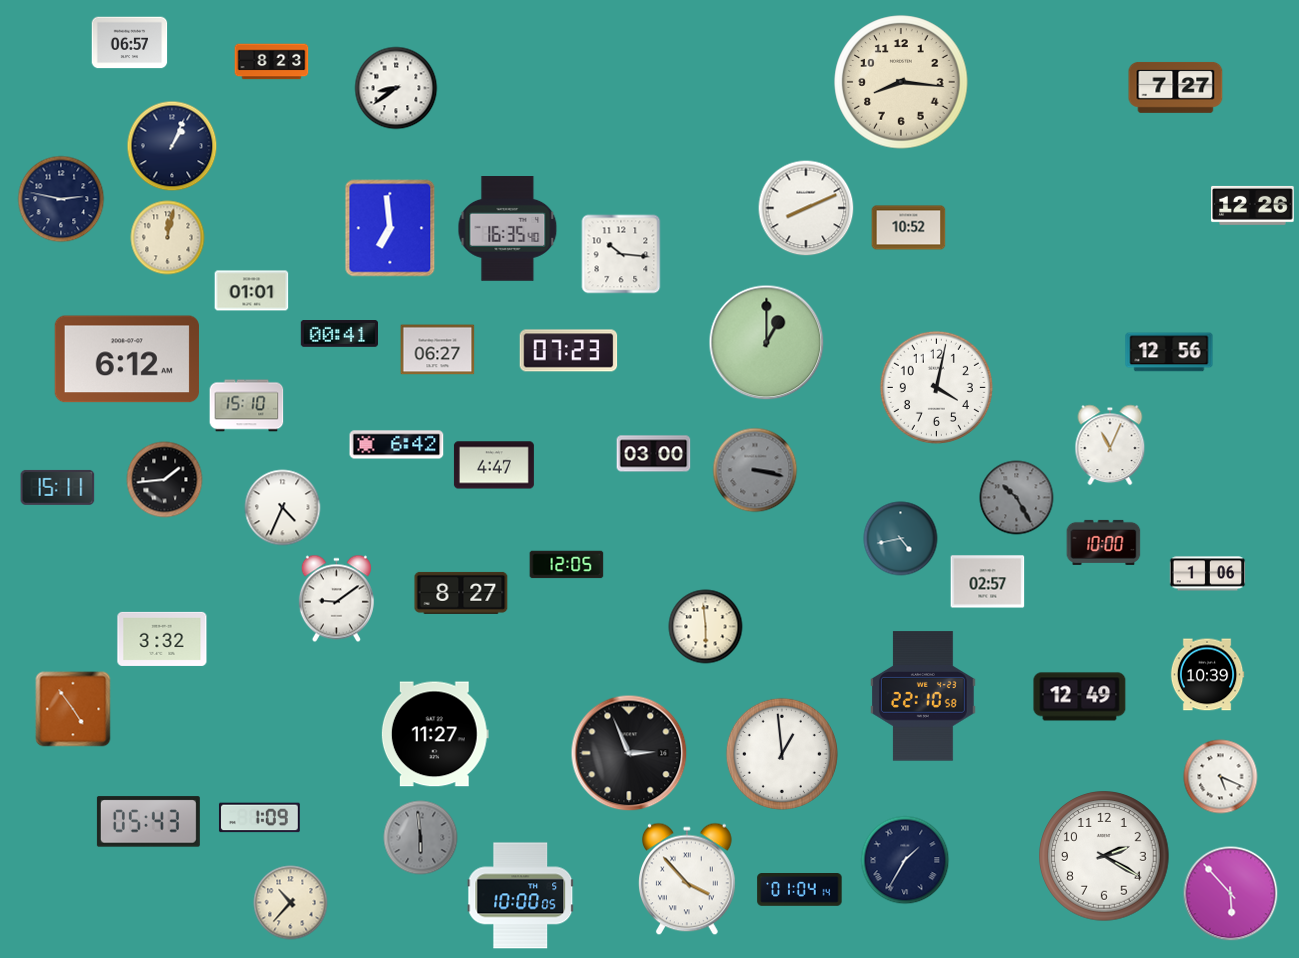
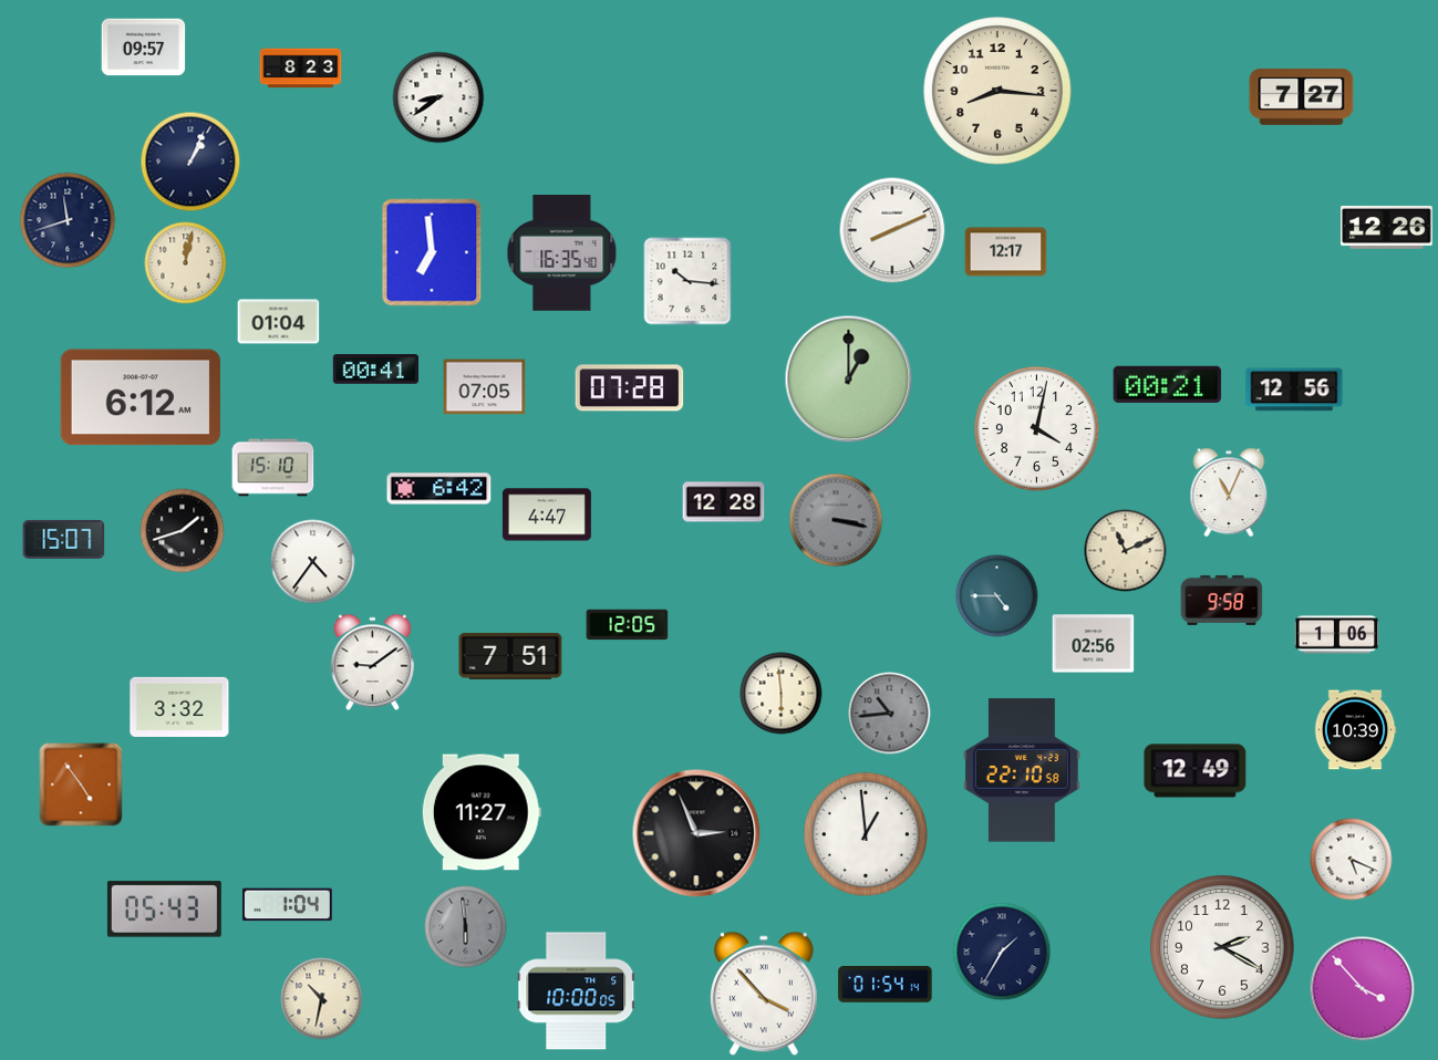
clock at (130, 43): 06:57 -> 09:57
clock at (61, 199): 2:47 -> 11:42
clock at (909, 228): 10:52 -> 12:17
clock at (252, 291): 01:01 -> 01:04
clock at (1168, 384): none -> 00:21
clock at (438, 350): 06:27 -> 07:05
clock at (569, 351): 07:23 -> 07:28
clock at (247, 406) position: (247, 406) -> (273, 468)
clock at (397, 445) position: (397, 445) -> (439, 489)
clock at (654, 454): 03:00 -> 12:28
clock at (165, 480): 1:44 -> 1:42
clock at (58, 487): 15:11 -> 15:07
clock at (1017, 498): 10:25 -> 11:11
clock at (1017, 498) dial: grey -> cream
clock at (283, 508): 4:34 -> 4:36
clock at (901, 539): 4:43 -> 4:45
clock at (1104, 542): 10:00 -> 9:58
clock at (988, 582): 02:57 -> 02:56
clock at (461, 593): 8:27 -> 7:51
clock at (890, 714): none -> 10:44
clock at (1207, 675) position: (1207, 675) -> (1355, 730)
clock at (259, 818): 1:09 -> 1:04
clock at (688, 879) position: (688, 879) -> (765, 994)
clock at (800, 890): 01:04 -> 01:54
clock at (1231, 894): 5:53 -> 3:53
clock at (291, 903): 10:37 -> 10:32
